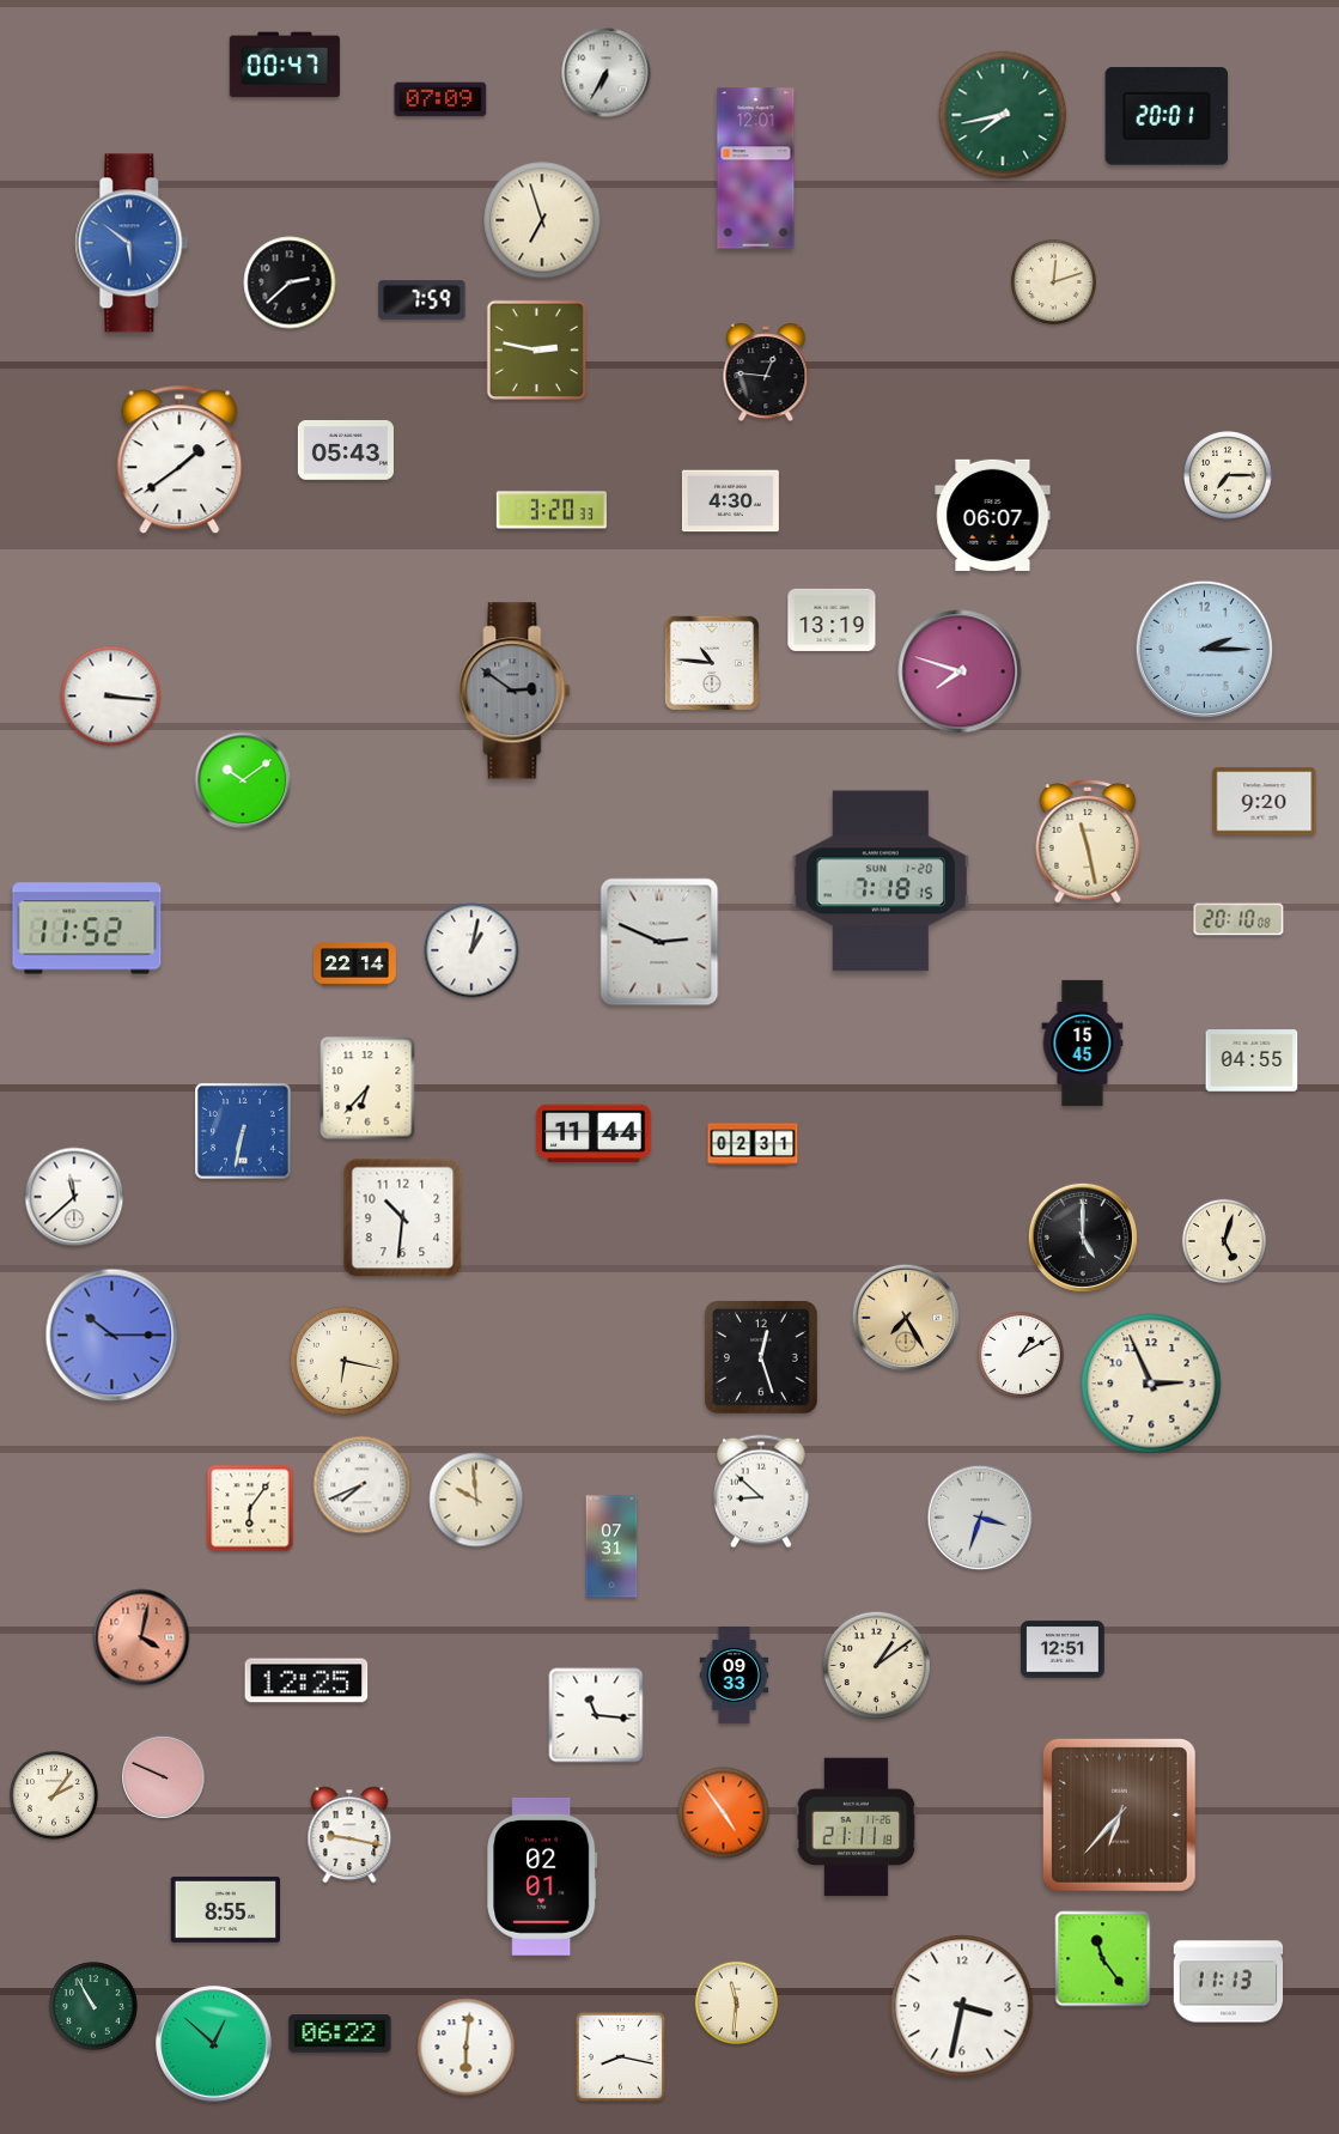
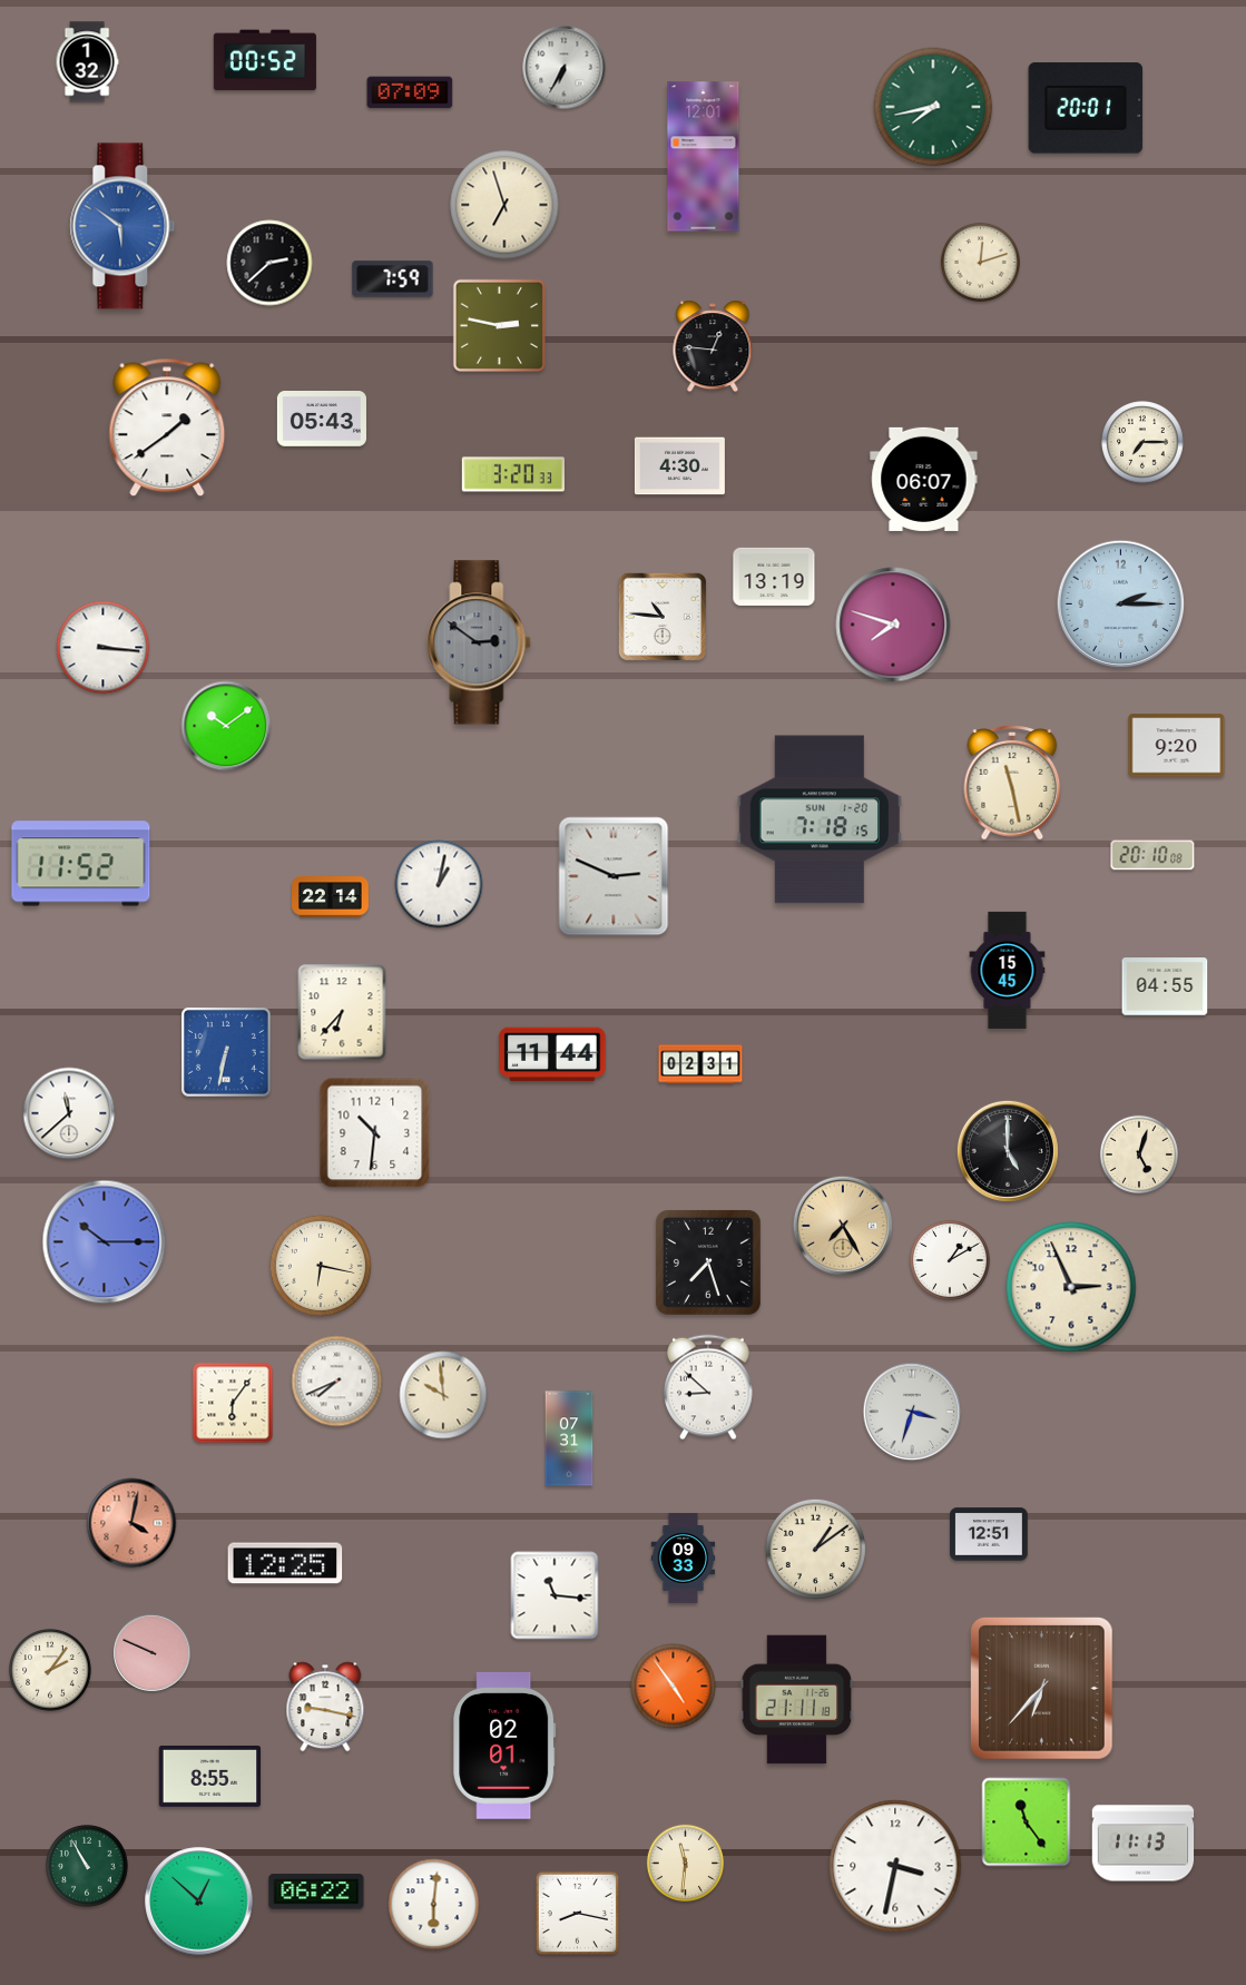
clock at (285, 65): 00:47 -> 00:52
clock at (87, 62): none -> 1:32
clock at (761, 1357): 12:27 -> 7:27
